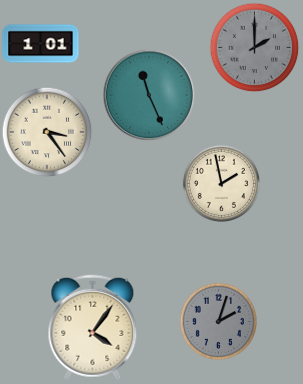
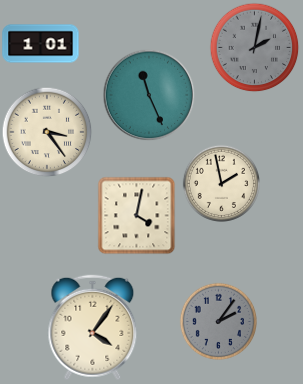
clock at (254, 47): 2:00 -> 2:02
clock at (136, 215): none -> 4:02
clock at (218, 321): 2:03 -> 2:06
